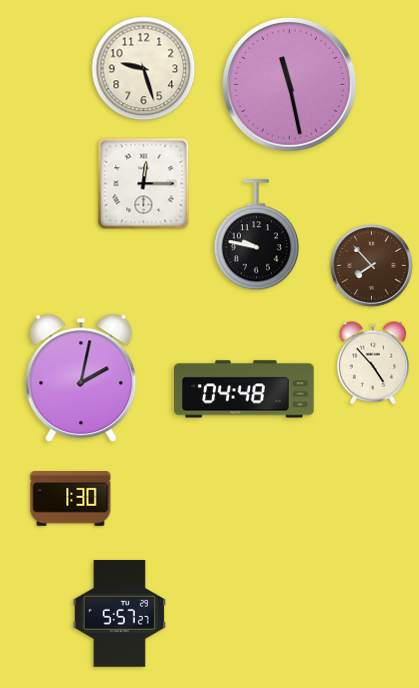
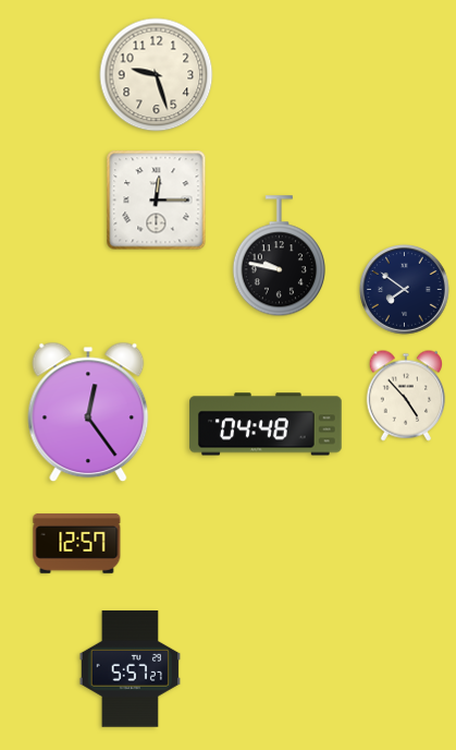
clock at (289, 84): 11:28 -> none
clock at (372, 266): 7:53 -> 7:51
clock at (372, 266) dial: brown -> navy
clock at (81, 378): 2:02 -> 12:24
clock at (71, 499): 1:30 -> 12:57
